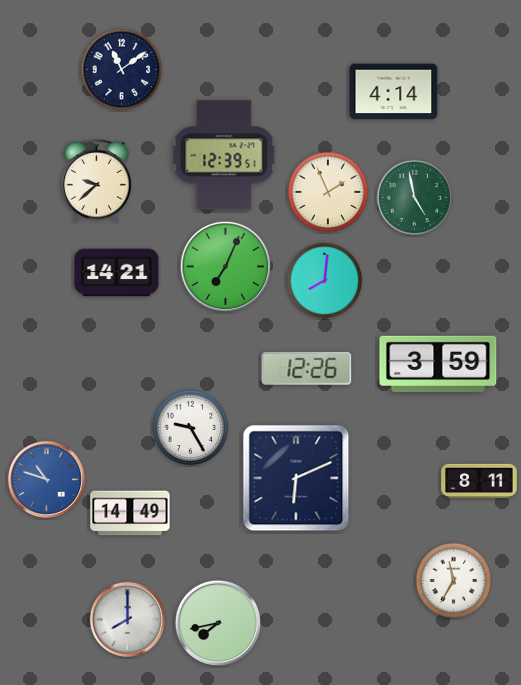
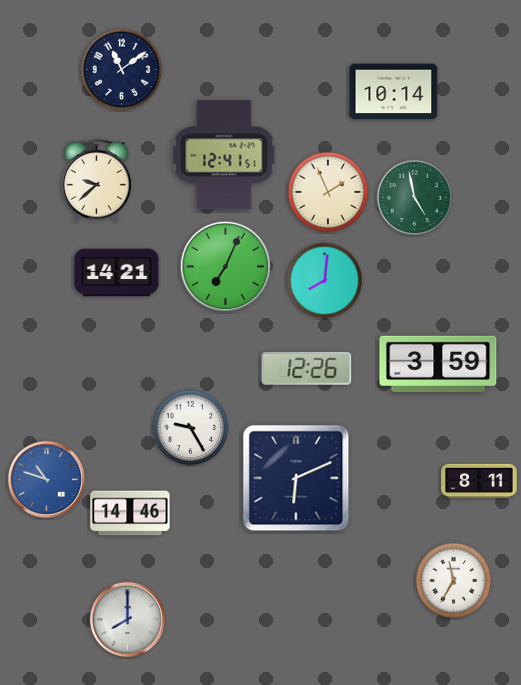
clock at (394, 92): 4:14 -> 10:14
clock at (224, 155): 12:39 -> 12:41
clock at (130, 513): 14:49 -> 14:46
clock at (218, 623): 7:43 -> none
